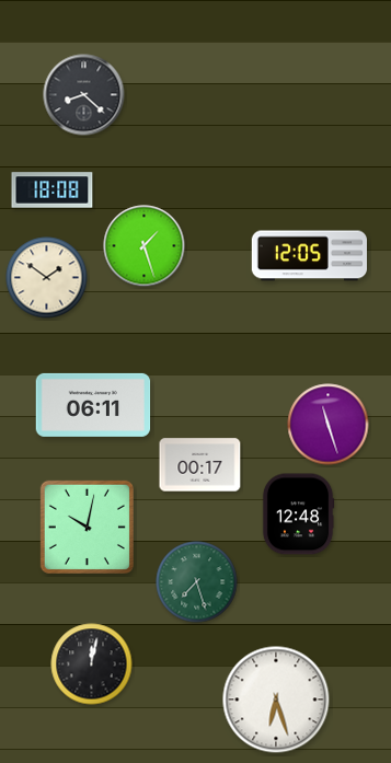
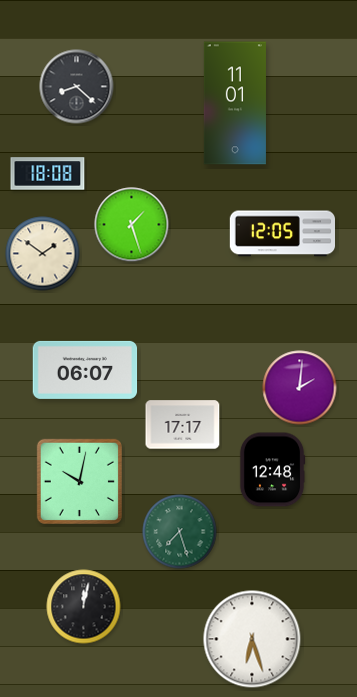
clock at (235, 103): none -> 11:01
clock at (93, 405): 06:11 -> 06:07
clock at (329, 425): 11:27 -> 2:01
clock at (200, 465): 00:17 -> 17:17
